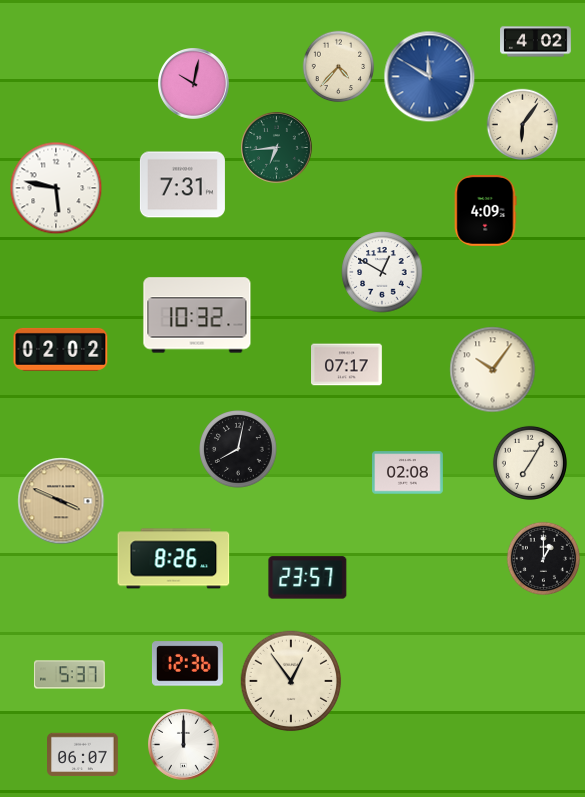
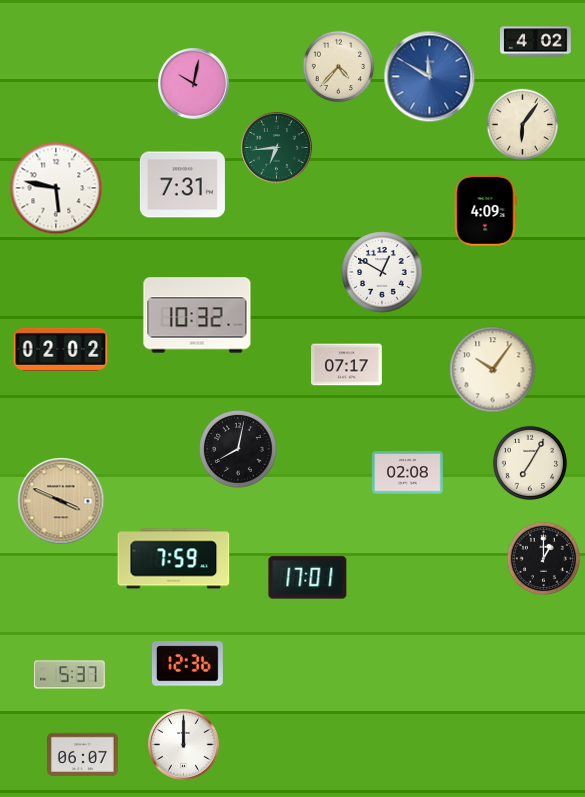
clock at (174, 559): 8:26 -> 7:59
clock at (308, 578): 23:57 -> 17:01
clock at (291, 681): 12:54 -> none
